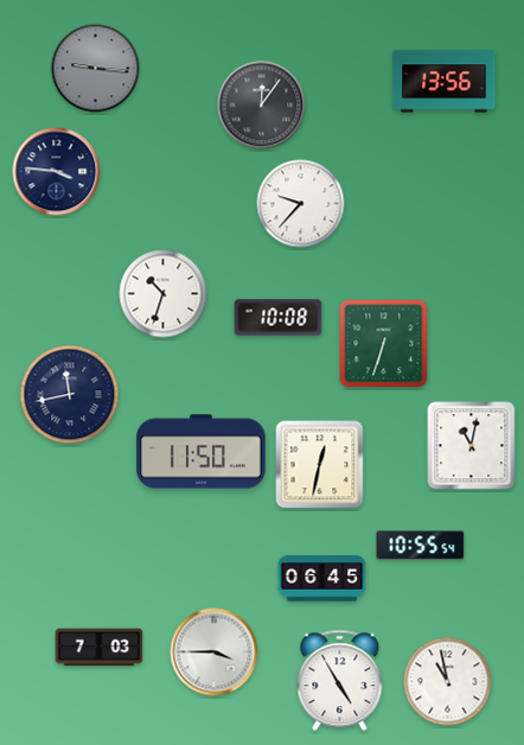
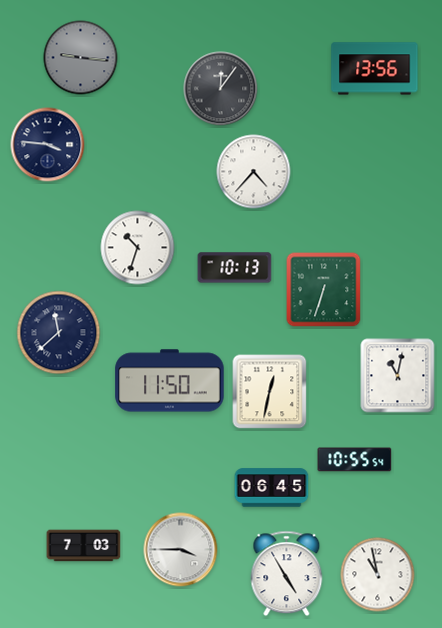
clock at (301, 204): 9:37 -> 4:37
clock at (279, 318): 10:08 -> 10:13
clock at (70, 395): 11:43 -> 11:38
